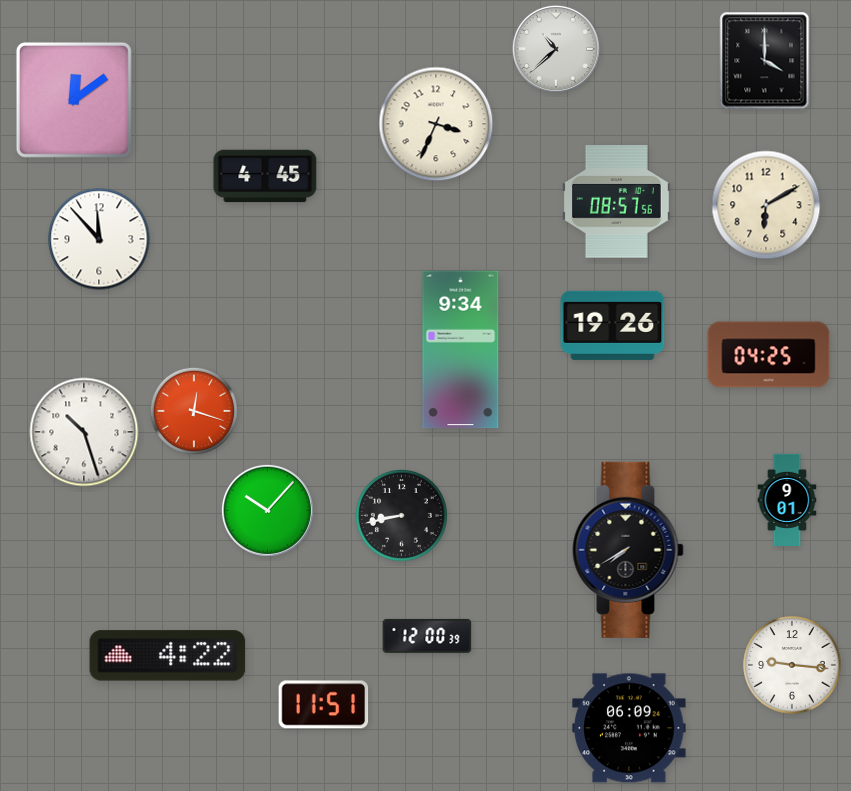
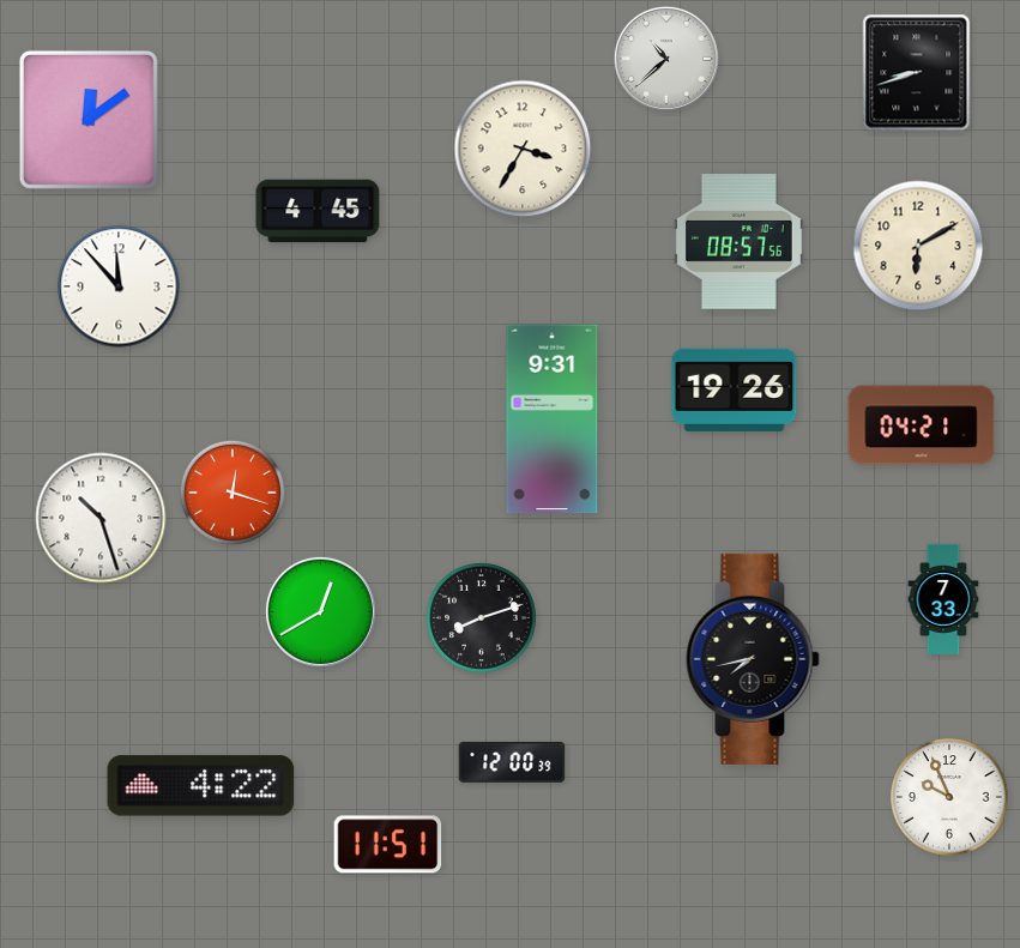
clock at (765, 61): 4:00 -> 8:42
clock at (436, 124): 3:34 -> 3:35
clock at (461, 350): 9:34 -> 9:31
clock at (769, 355): 04:25 -> 04:21
clock at (787, 500): 9:01 -> 7:33
clock at (267, 510): 10:07 -> 12:40
clock at (401, 515): 8:43 -> 8:12
clock at (628, 550): 7:40 -> 7:43
clock at (792, 665): 9:16 -> 9:56
clock at (629, 728): 06:09 -> none
